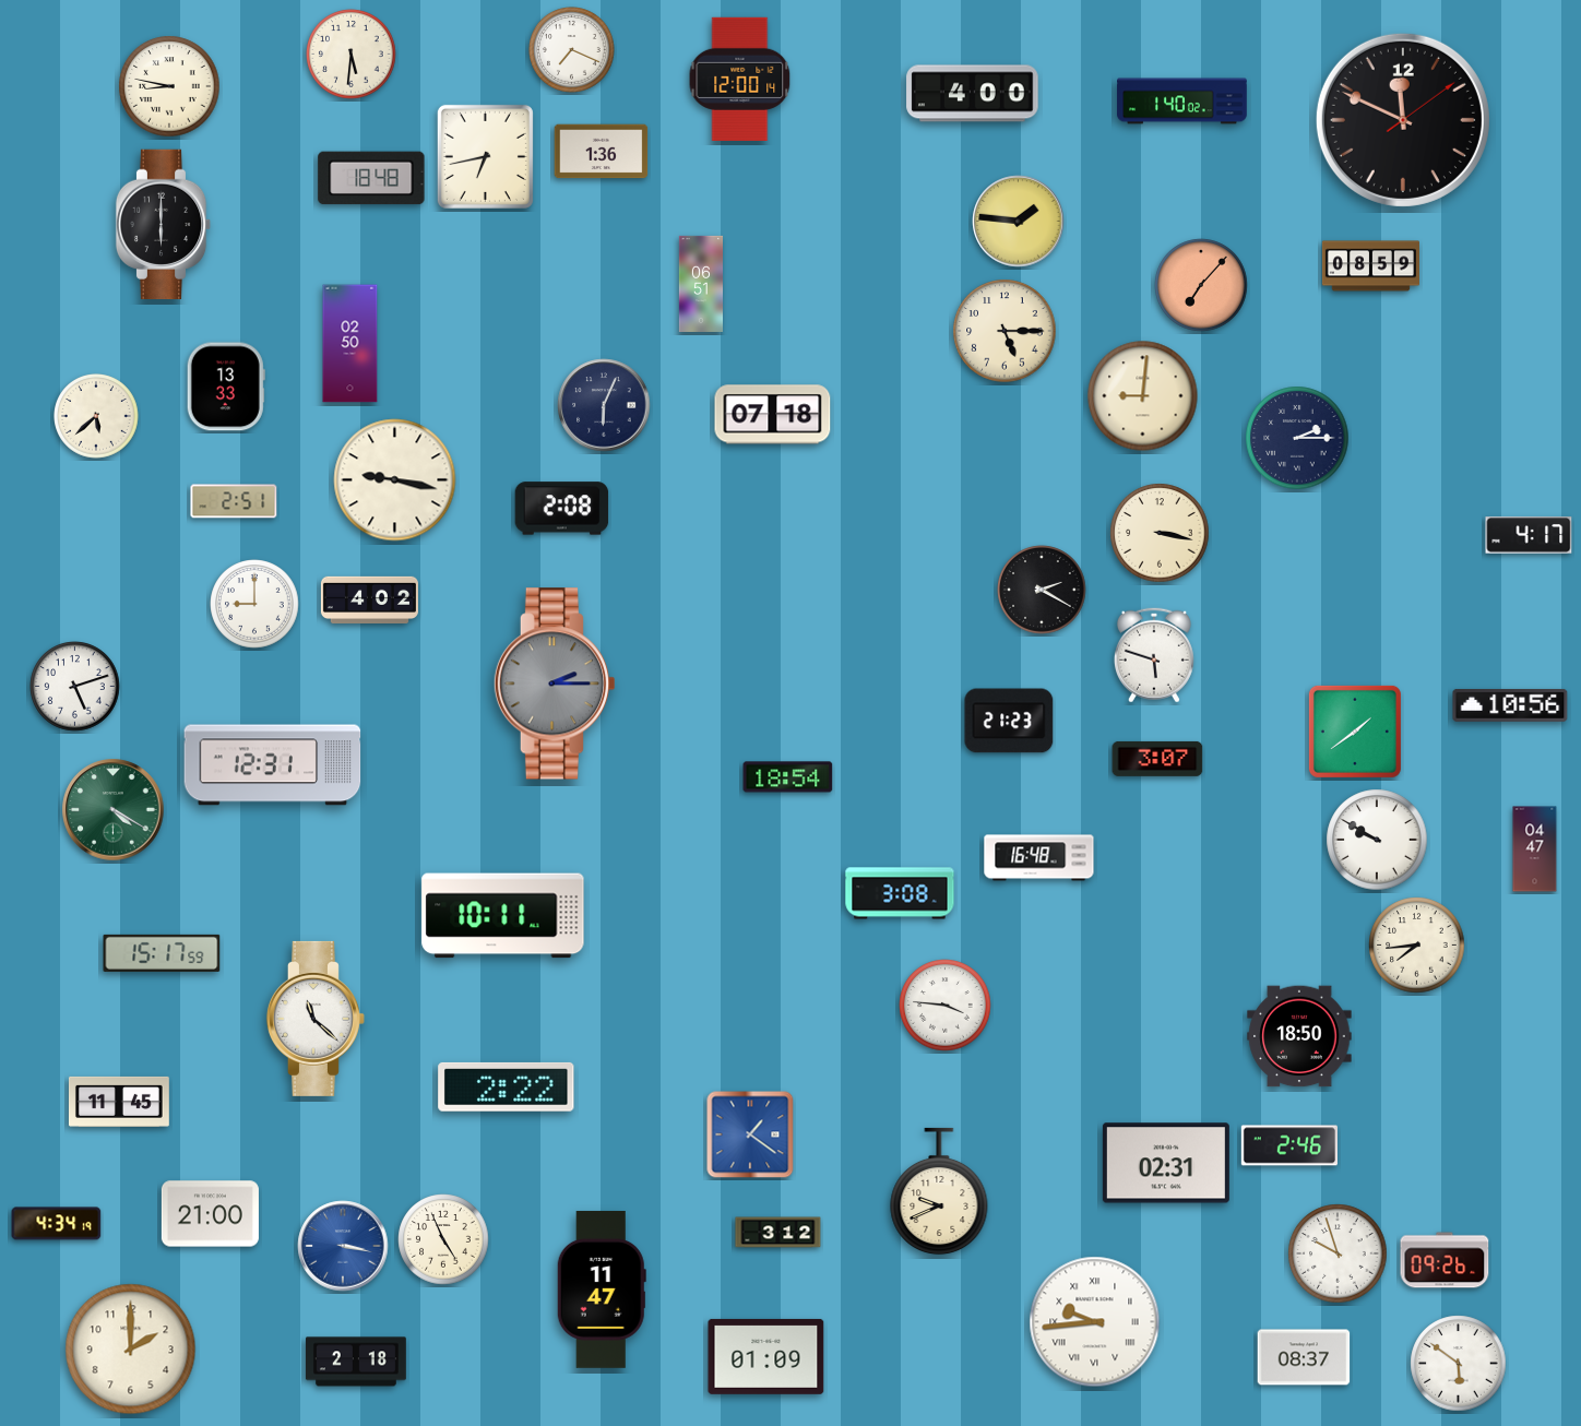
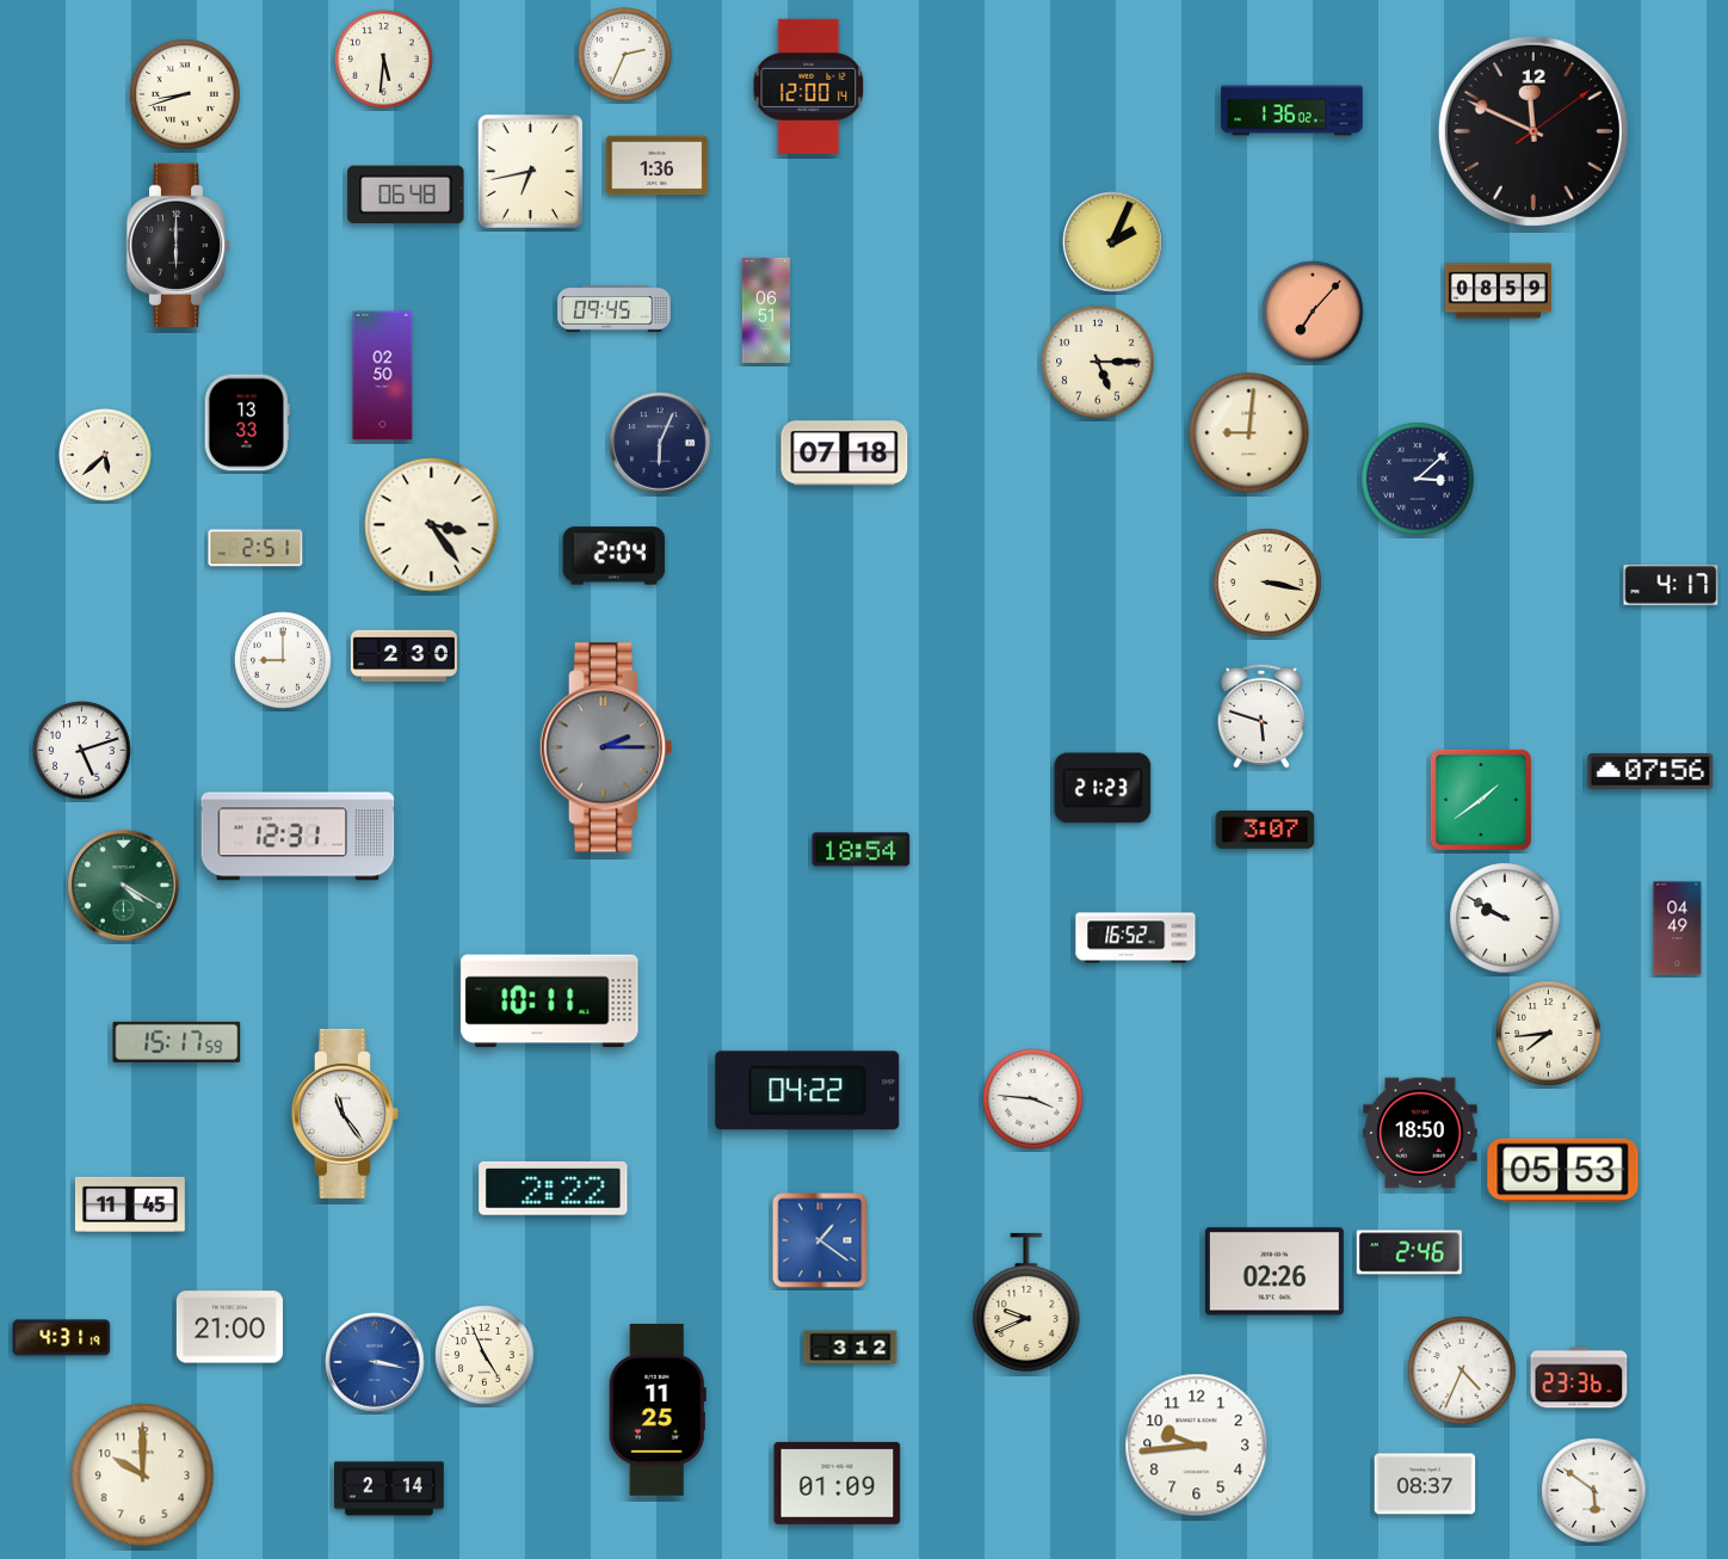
clock at (572, 50): 7:19 -> 2:34
clock at (169, 86): 8:47 -> 8:42
clock at (973, 94): 4:00 -> none
clock at (1182, 102): 1:40 -> 1:36
clock at (371, 178): 18:48 -> 06:48
clock at (1019, 222): 1:46 -> 2:04
clock at (615, 309): none -> 09:45
clock at (1297, 438): 2:15 -> 3:08
clock at (395, 480): 9:17 -> 3:24
clock at (562, 509): 2:08 -> 2:04
clock at (1042, 590): 2:20 -> none
clock at (369, 599): 4:02 -> 2:30
clock at (254, 604) position: (254, 604) -> (283, 660)
clock at (1510, 705): 10:56 -> 07:56
clock at (1535, 849): 04:47 -> 04:49
clock at (1039, 858): 16:48 -> 16:52
clock at (900, 893): 3:08 -> none
clock at (808, 1091): none -> 04:22
clock at (316, 1019): 11:22 -> 11:24
clock at (1563, 1171): none -> 05:53
clock at (1166, 1163): 02:31 -> 02:26
clock at (57, 1224): 4:34 -> 4:31
clock at (1338, 1253): 9:57 -> 4:34
clock at (1445, 1260): 09:26 -> 23:36
clock at (602, 1290): 11:47 -> 11:25
clock at (1095, 1322) numerals: Roman -> Arabic
clock at (131, 1350): 2:00 -> 10:00
clock at (356, 1362): 2:18 -> 2:14
